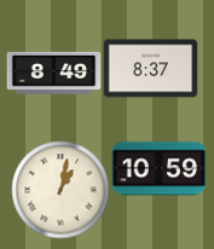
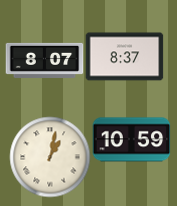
clock at (53, 73): 8:49 -> 8:07
